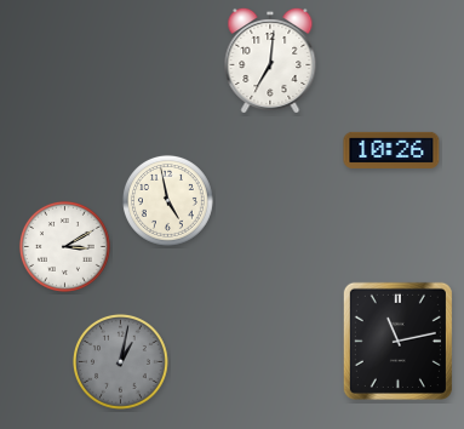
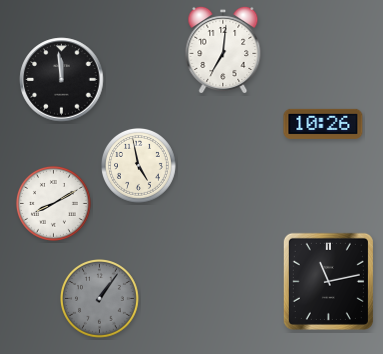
clock at (62, 80): none -> 11:59
clock at (64, 246): 3:10 -> 8:10
clock at (121, 362): 1:02 -> 1:06
